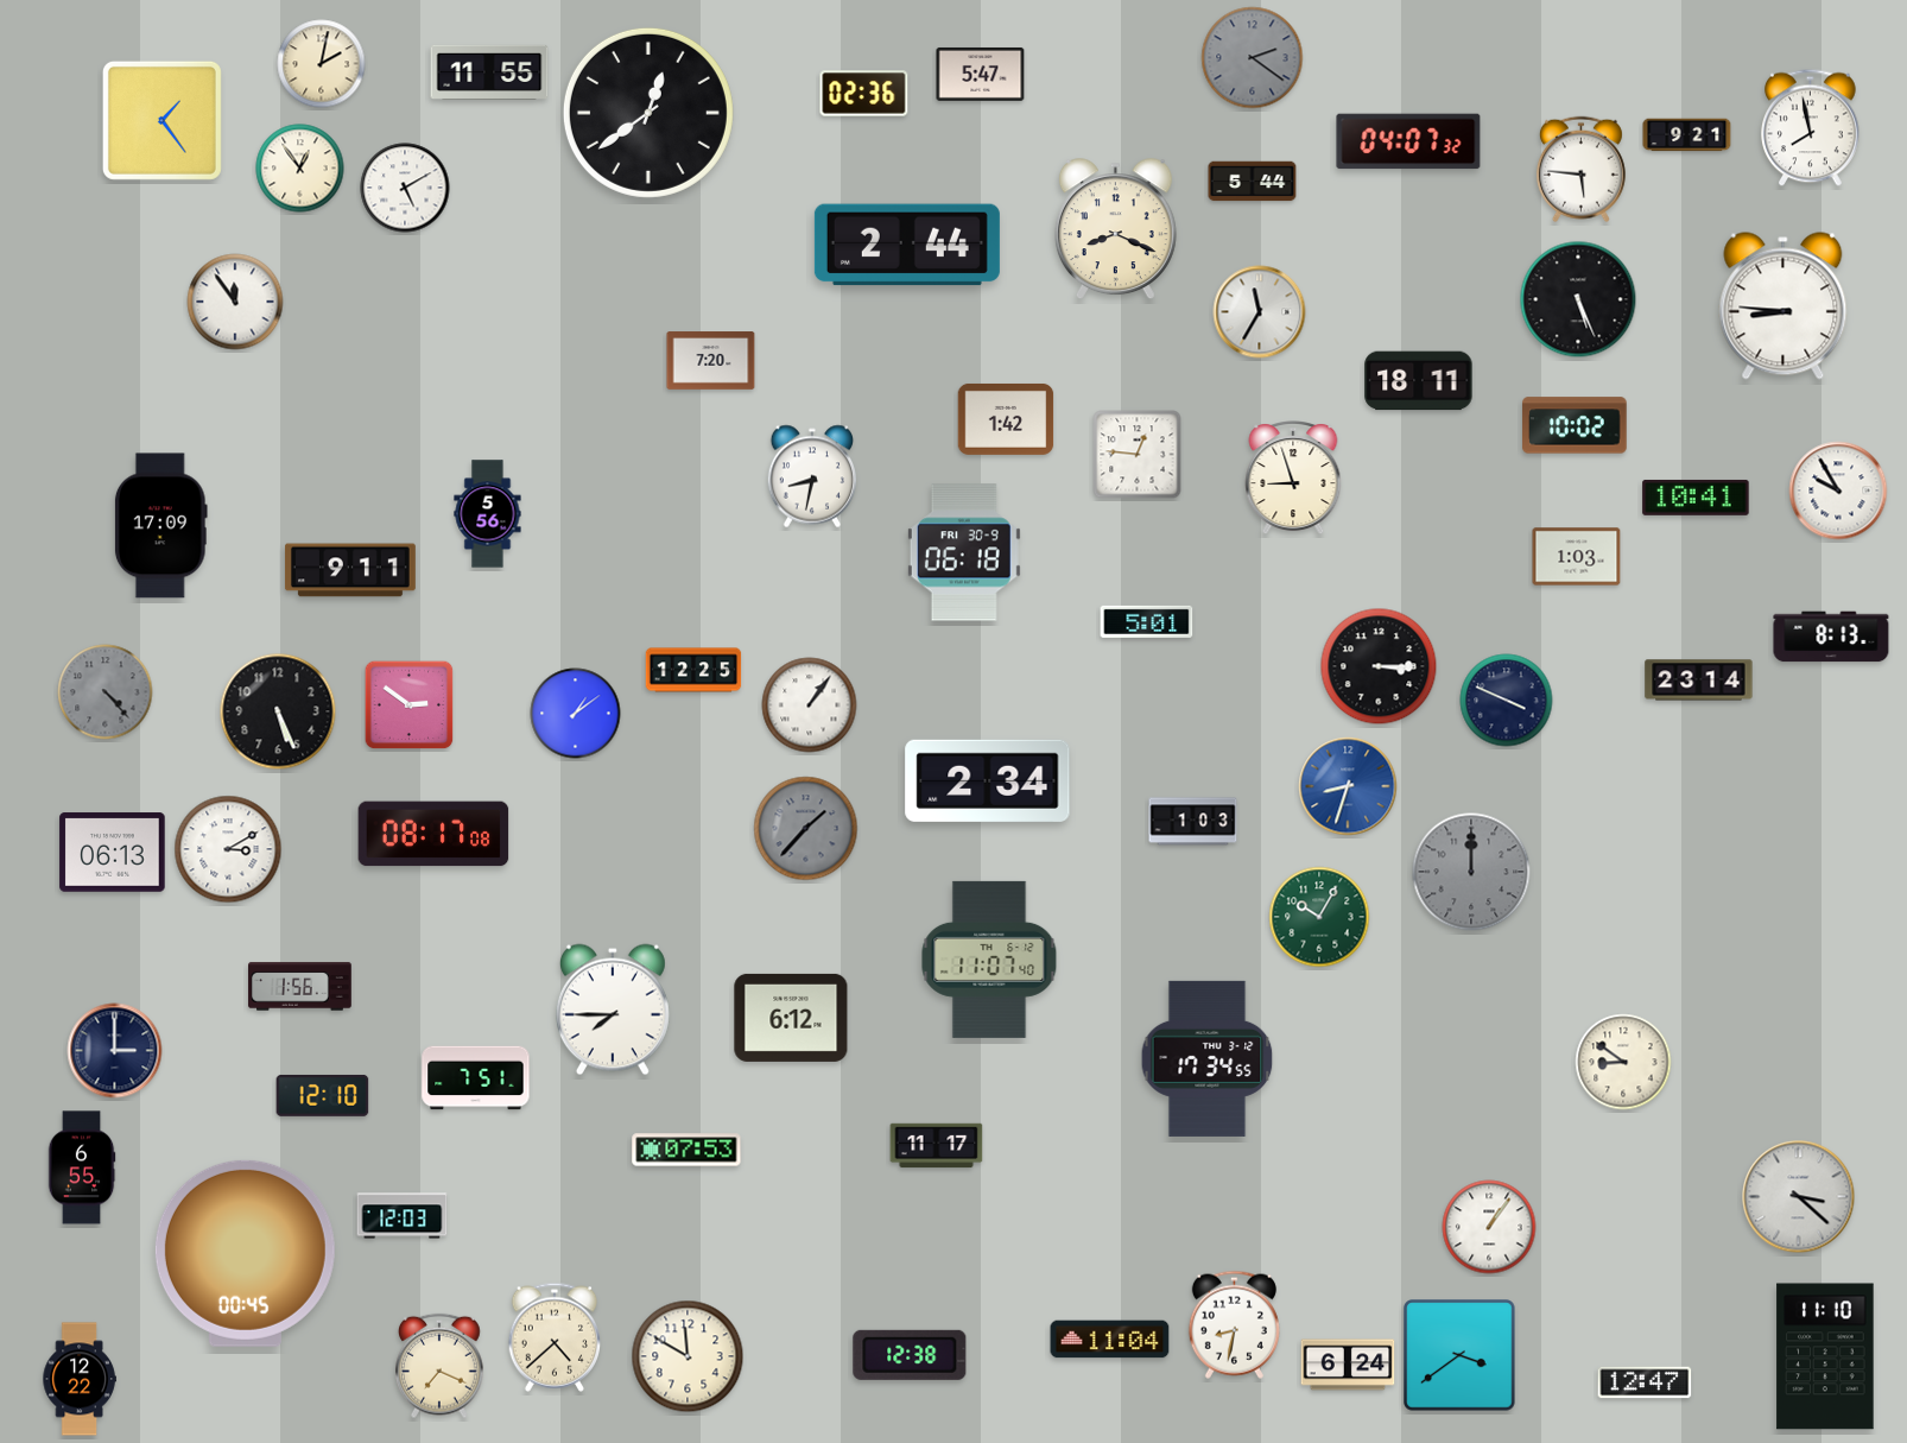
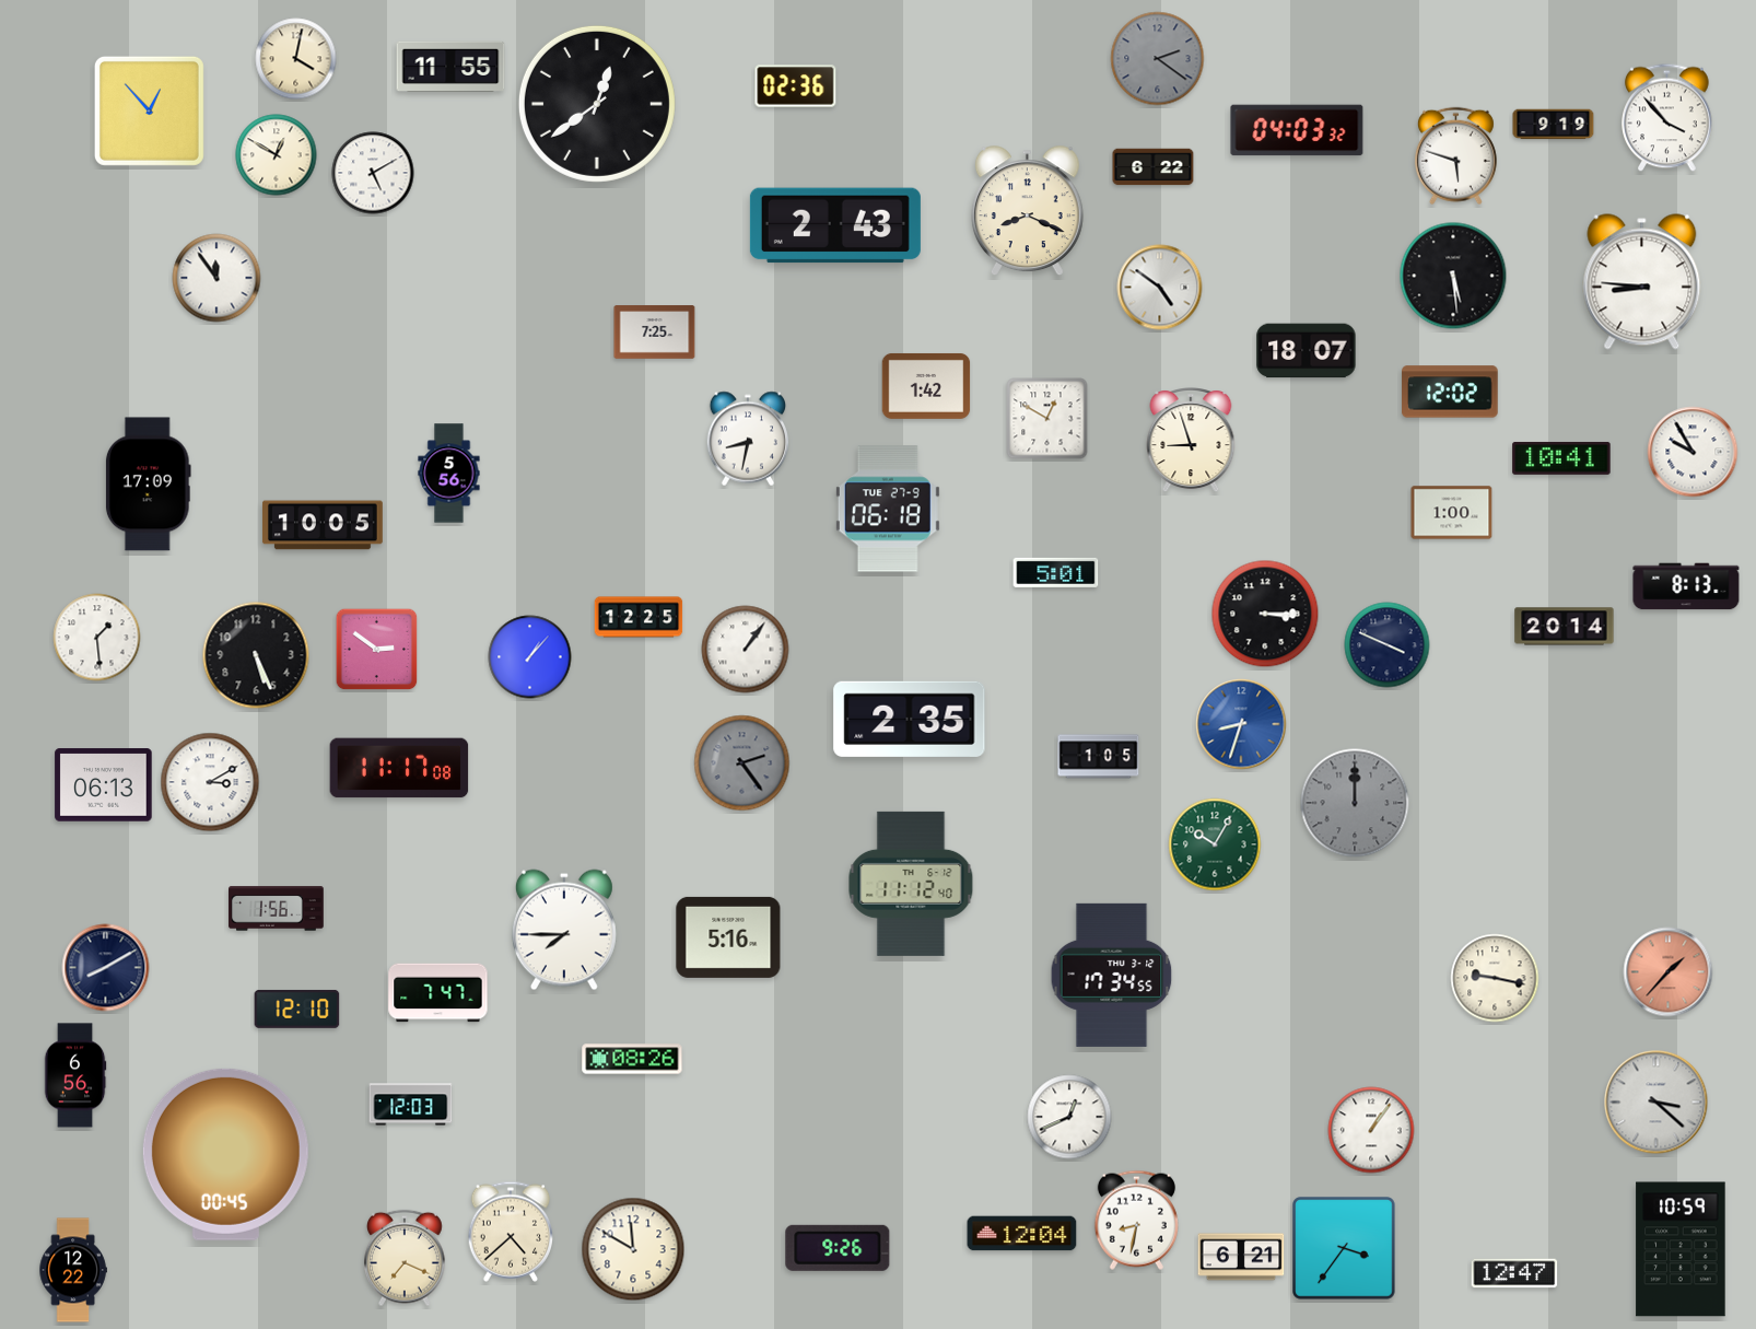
clock at (1253, 58) position: (1253, 58) -> (1158, 59)
clock at (322, 64): 2:02 -> 4:02
clock at (981, 74): 5:47 -> none
clock at (161, 120): 1:24 -> 12:53
clock at (1811, 128): 7:58 -> 3:53
clock at (1687, 135): 9:21 -> 9:19
clock at (1408, 141): 04:07 -> 04:03
clock at (300, 169): 12:54 -> 12:50
clock at (1580, 170): 5:46 -> 5:48
clock at (1253, 182): 5:44 -> 6:22
clock at (907, 245): 2:44 -> 2:43
clock at (1578, 299): 5:26 -> 5:29
clock at (1260, 312): 11:35 -> 4:51
clock at (711, 361): 7:20 -> 7:25
clock at (1419, 381): 18:11 -> 18:07
clock at (1575, 425): 10:02 -> 12:02
clock at (1138, 455): 12:46 -> 12:50
clock at (964, 552) date: FRI 30-9 -> TUE 27-9
clock at (1577, 557): 1:03 -> 1:00
clock at (350, 570): 9:11 -> 10:05
clock at (1379, 666) position: (1379, 666) -> (1265, 614)
clock at (1699, 681): 23:14 -> 20:14
clock at (106, 692): 4:23 -> 1:29
clock at (106, 692) dial: grey -> white
clock at (576, 714): 1:09 -> 1:07
clock at (988, 780): 2:34 -> 2:35
clock at (1193, 822): 1:03 -> 1:05
clock at (806, 829): 1:37 -> 2:24
clock at (433, 834): 08:17 -> 11:17
clock at (989, 960): 11:07 -> 11:12
clock at (791, 1018): 6:12 -> 5:16
clock at (115, 1051): 3:00 -> 8:10
clock at (1669, 972): none -> 1:37
clock at (1623, 1062): 8:51 -> 9:17
clock at (476, 1078): 7:51 -> 7:47
clock at (937, 1146): 11:17 -> none
clock at (686, 1150): 07:53 -> 08:26
clock at (82, 1167): 6:55 -> 6:56
clock at (1069, 1117): none -> 12:41
clock at (403, 1216) position: (403, 1216) -> (411, 1105)
clock at (1110, 1340): 11:04 -> 12:04
clock at (910, 1355): 12:38 -> 9:26
clock at (1459, 1355): 3:39 -> 3:36
clock at (1825, 1356): 11:10 -> 10:59
clock at (1348, 1365): 6:24 -> 6:21
